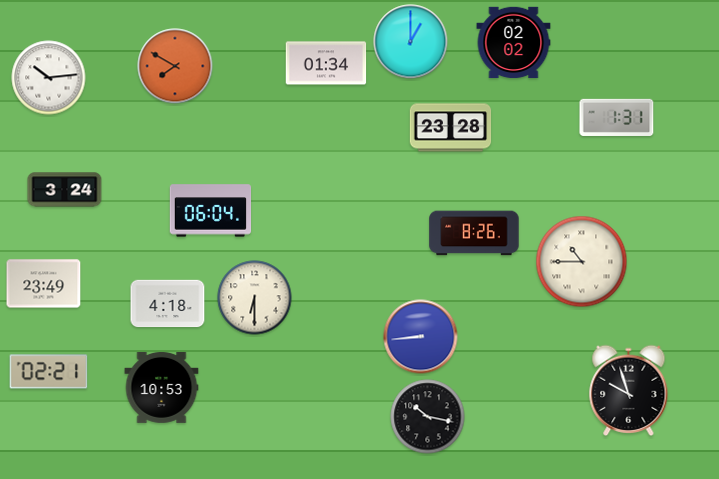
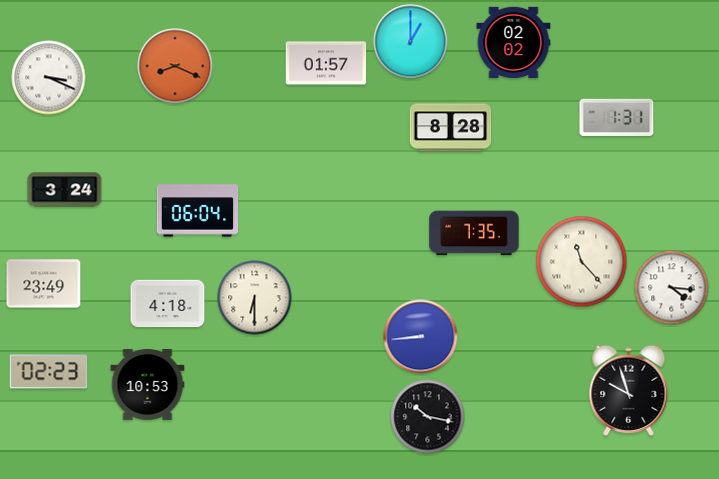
clock at (326, 63): 01:34 -> 01:57
clock at (175, 66): 7:50 -> 8:19
clock at (49, 78): 10:14 -> 3:19
clock at (451, 128): 23:28 -> 8:28
clock at (211, 211) position: (211, 211) -> (198, 211)
clock at (474, 233): 8:26 -> 7:35
clock at (582, 262): 10:45 -> 11:23
clock at (672, 288): none -> 4:16
clock at (49, 372): 02:21 -> 02:23
clock at (162, 387) position: (162, 387) -> (148, 384)
